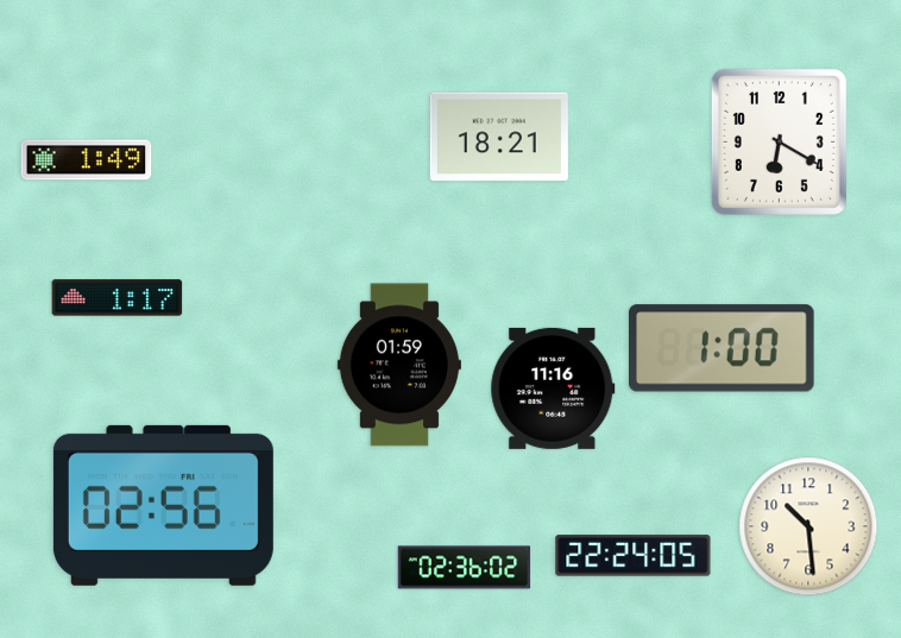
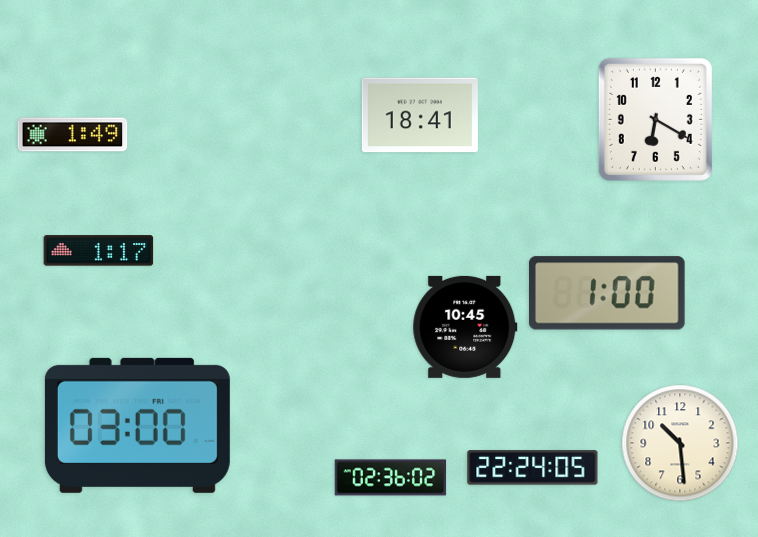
clock at (499, 137): 18:21 -> 18:41
clock at (399, 365): 01:59 -> none
clock at (553, 389): 11:16 -> 10:45
clock at (163, 505): 02:56 -> 03:00
